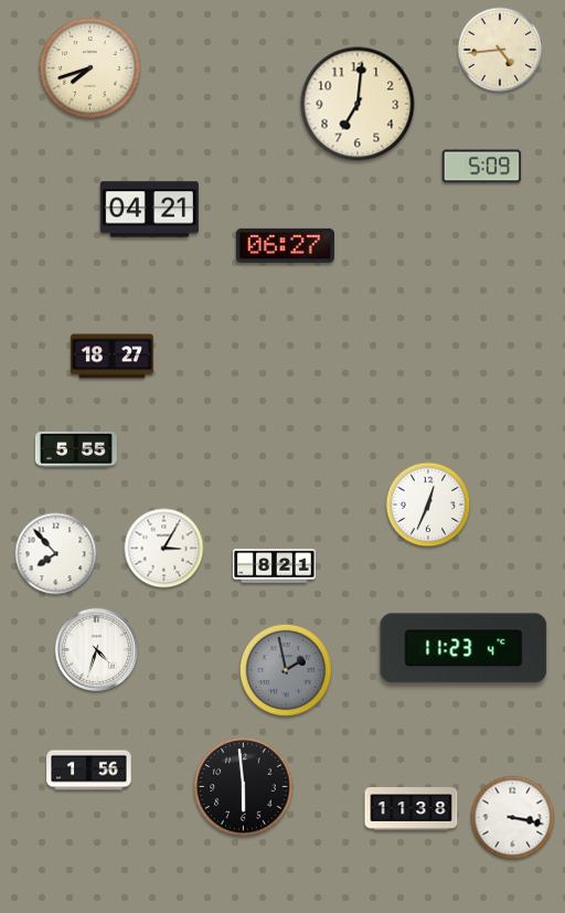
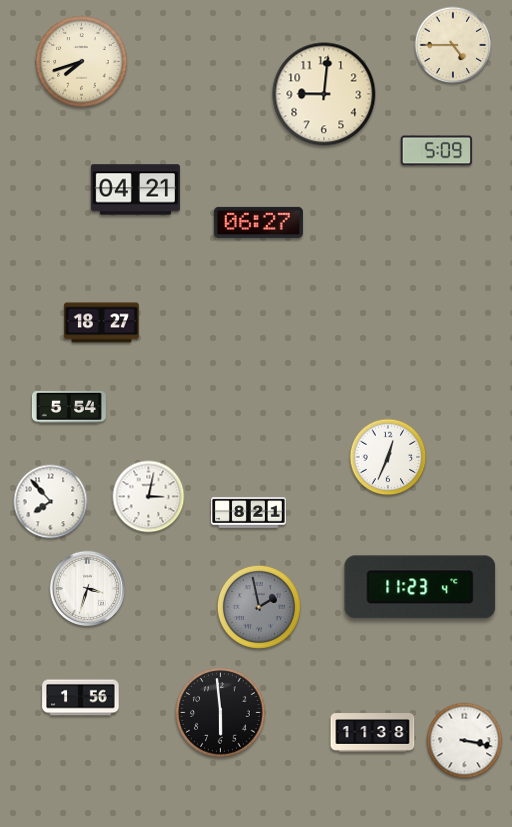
clock at (500, 50): 4:44 -> 4:45
clock at (358, 104): 7:01 -> 9:01
clock at (76, 449): 5:55 -> 5:54
clock at (164, 549): 3:05 -> 3:02
clock at (97, 650): 4:33 -> 3:33
